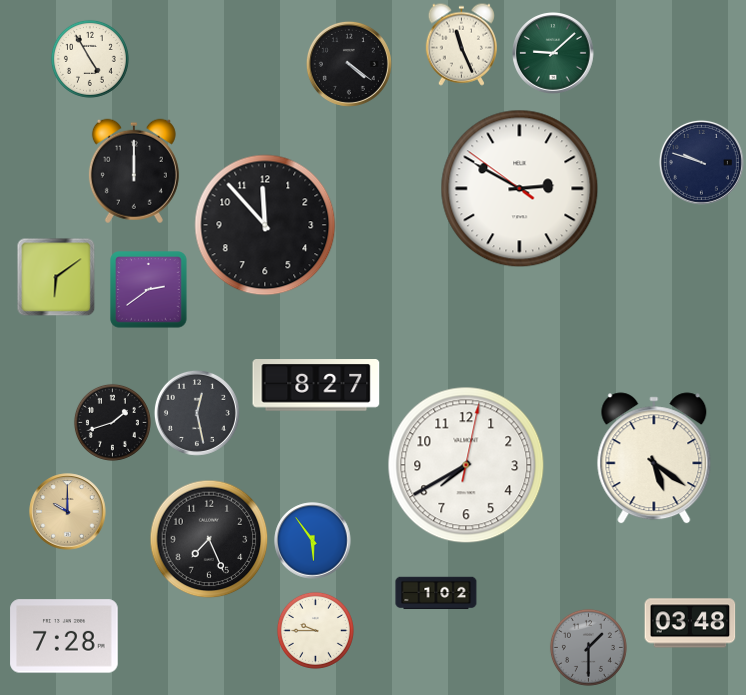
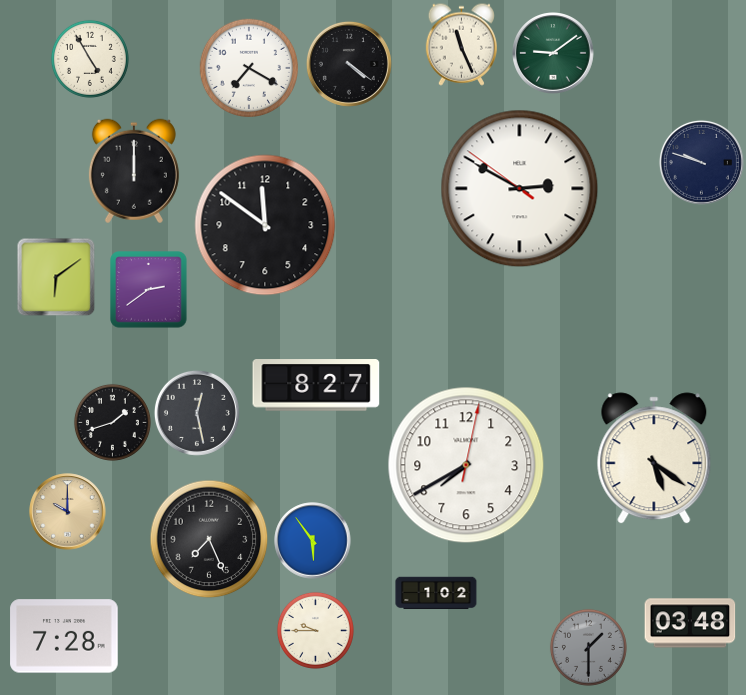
clock at (554, 54): 9:08 -> 9:09
clock at (248, 67): none -> 7:20
clock at (265, 225): 11:53 -> 11:51
